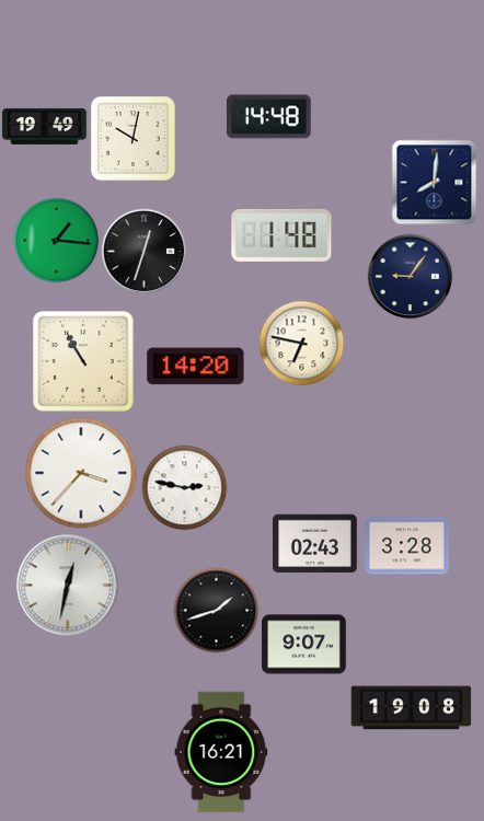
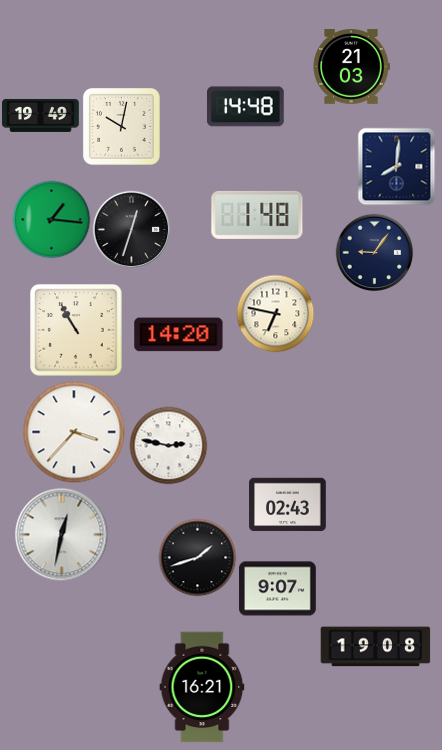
clock at (351, 67): none -> 21:03
clock at (315, 544) position: (315, 544) -> (288, 505)
clock at (407, 546): 3:28 -> none
